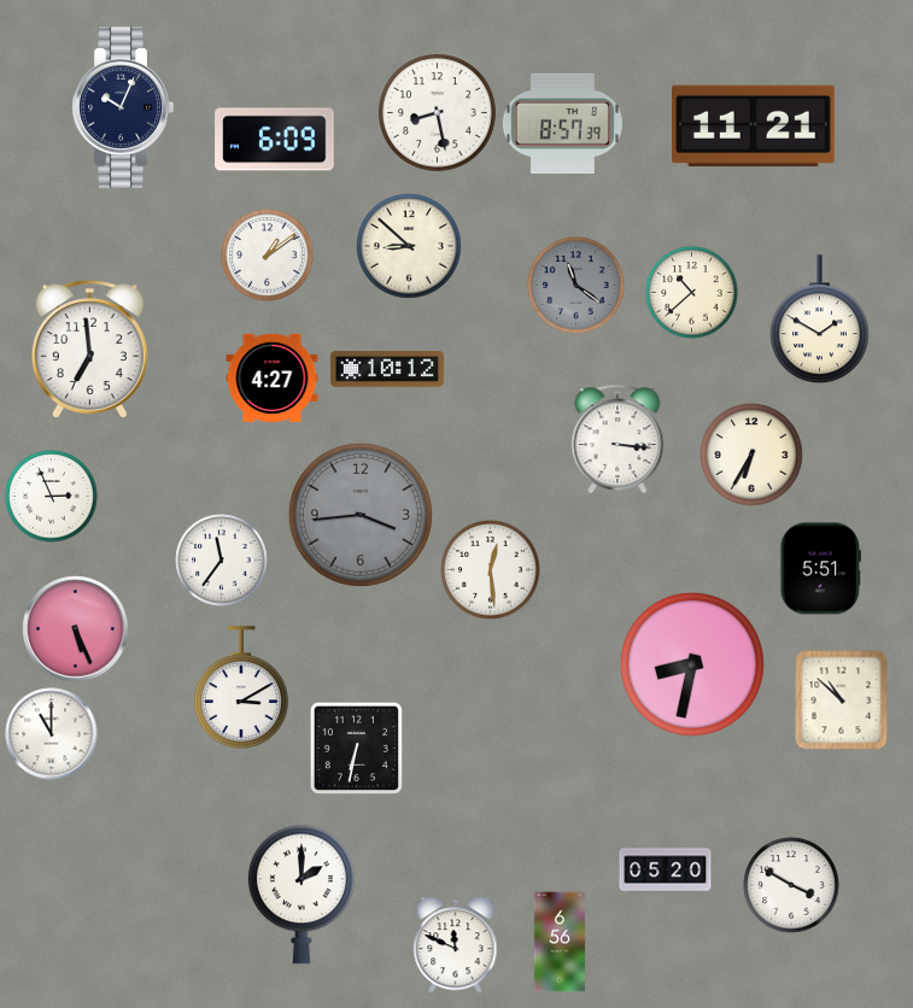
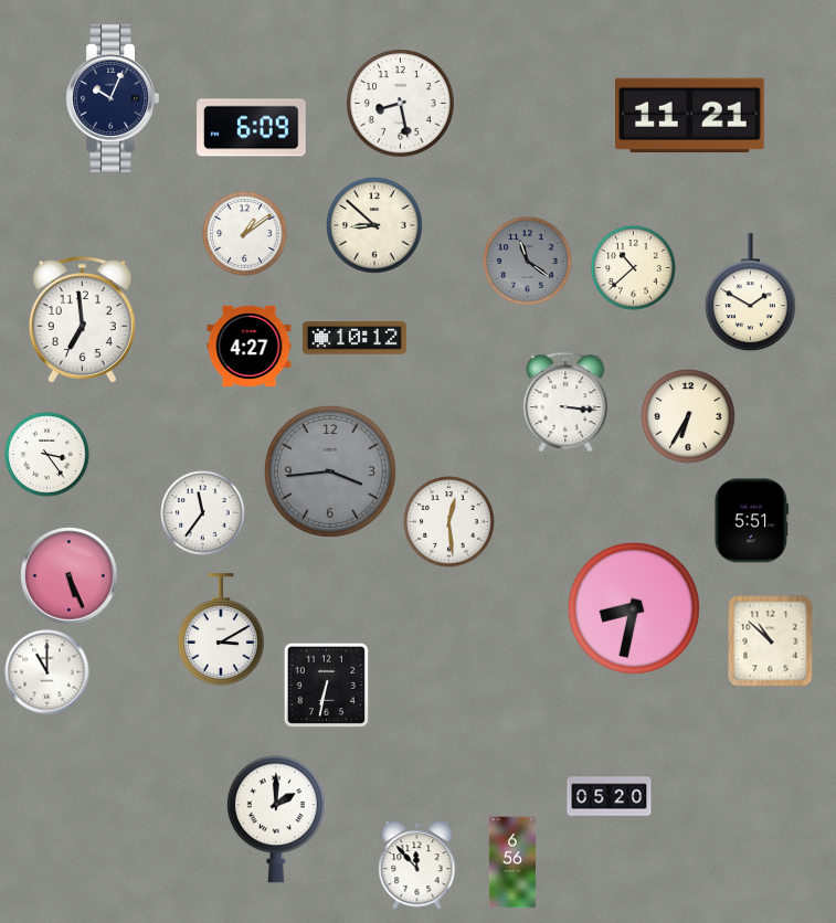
clock at (562, 123): 8:57 -> none
clock at (52, 497): 2:56 -> 3:24
clock at (791, 885): 3:50 -> none
clock at (456, 945): 11:49 -> 11:53
